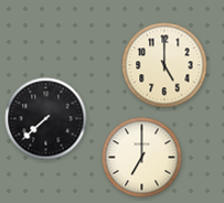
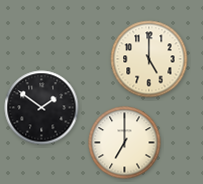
clock at (46, 119): 7:38 -> 1:51
clock at (142, 158) position: (142, 158) -> (125, 143)
